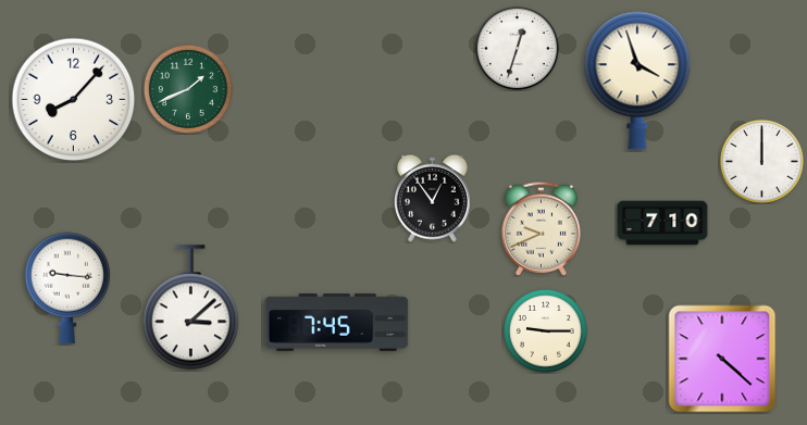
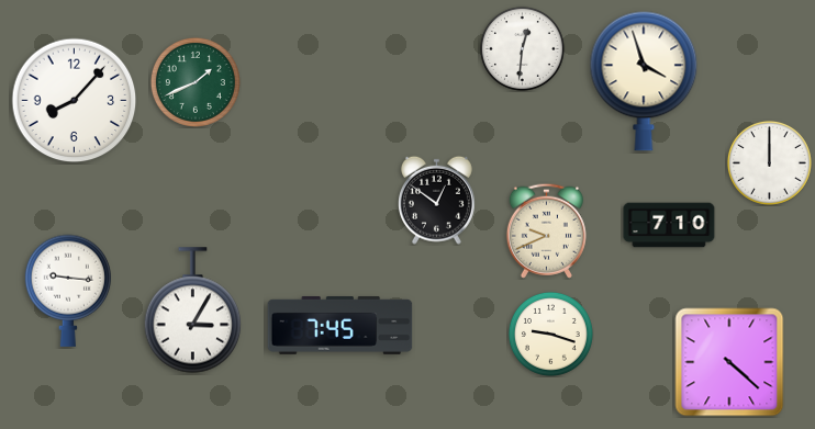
clock at (517, 48): 12:33 -> 12:31
clock at (188, 89) position: (188, 89) -> (196, 82)
clock at (432, 198): 12:54 -> 12:51
clock at (191, 308): 3:08 -> 3:05
clock at (545, 330): 9:15 -> 9:18
